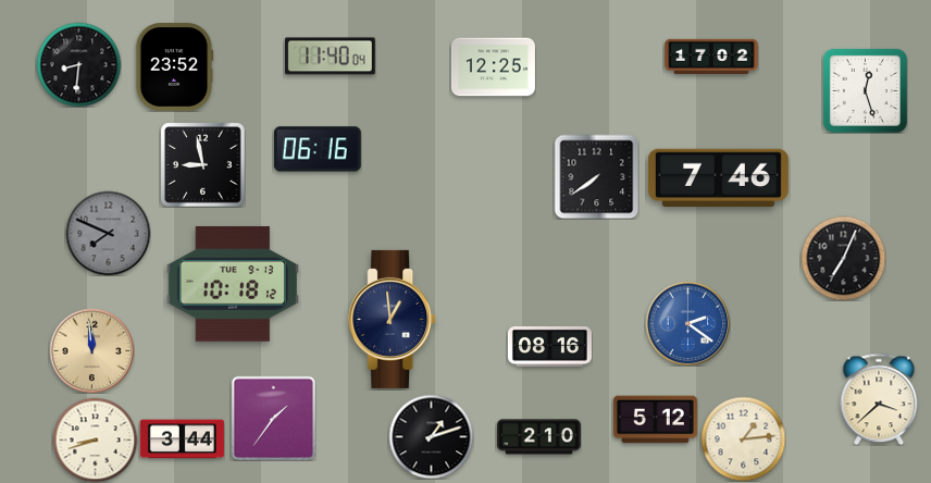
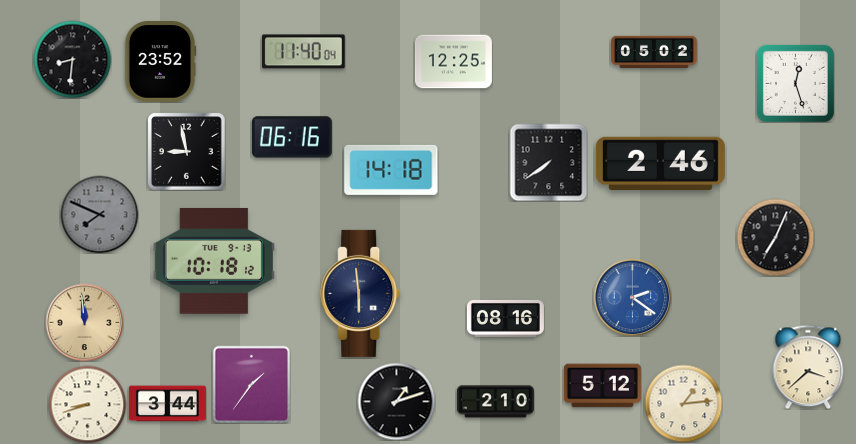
clock at (711, 57): 17:02 -> 05:02
clock at (718, 178): 7:46 -> 2:46
clock at (391, 170): none -> 14:18
clock at (393, 319): 12:59 -> 5:59
